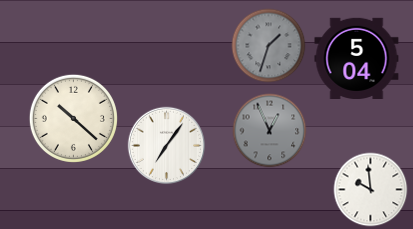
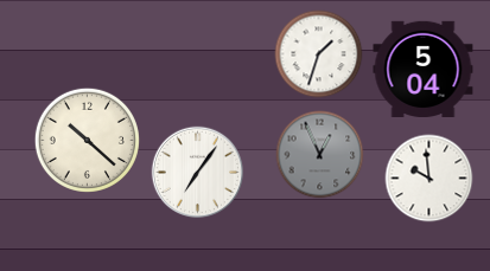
clock at (269, 46) dial: grey -> white
clock at (371, 190) position: (371, 190) -> (429, 179)
